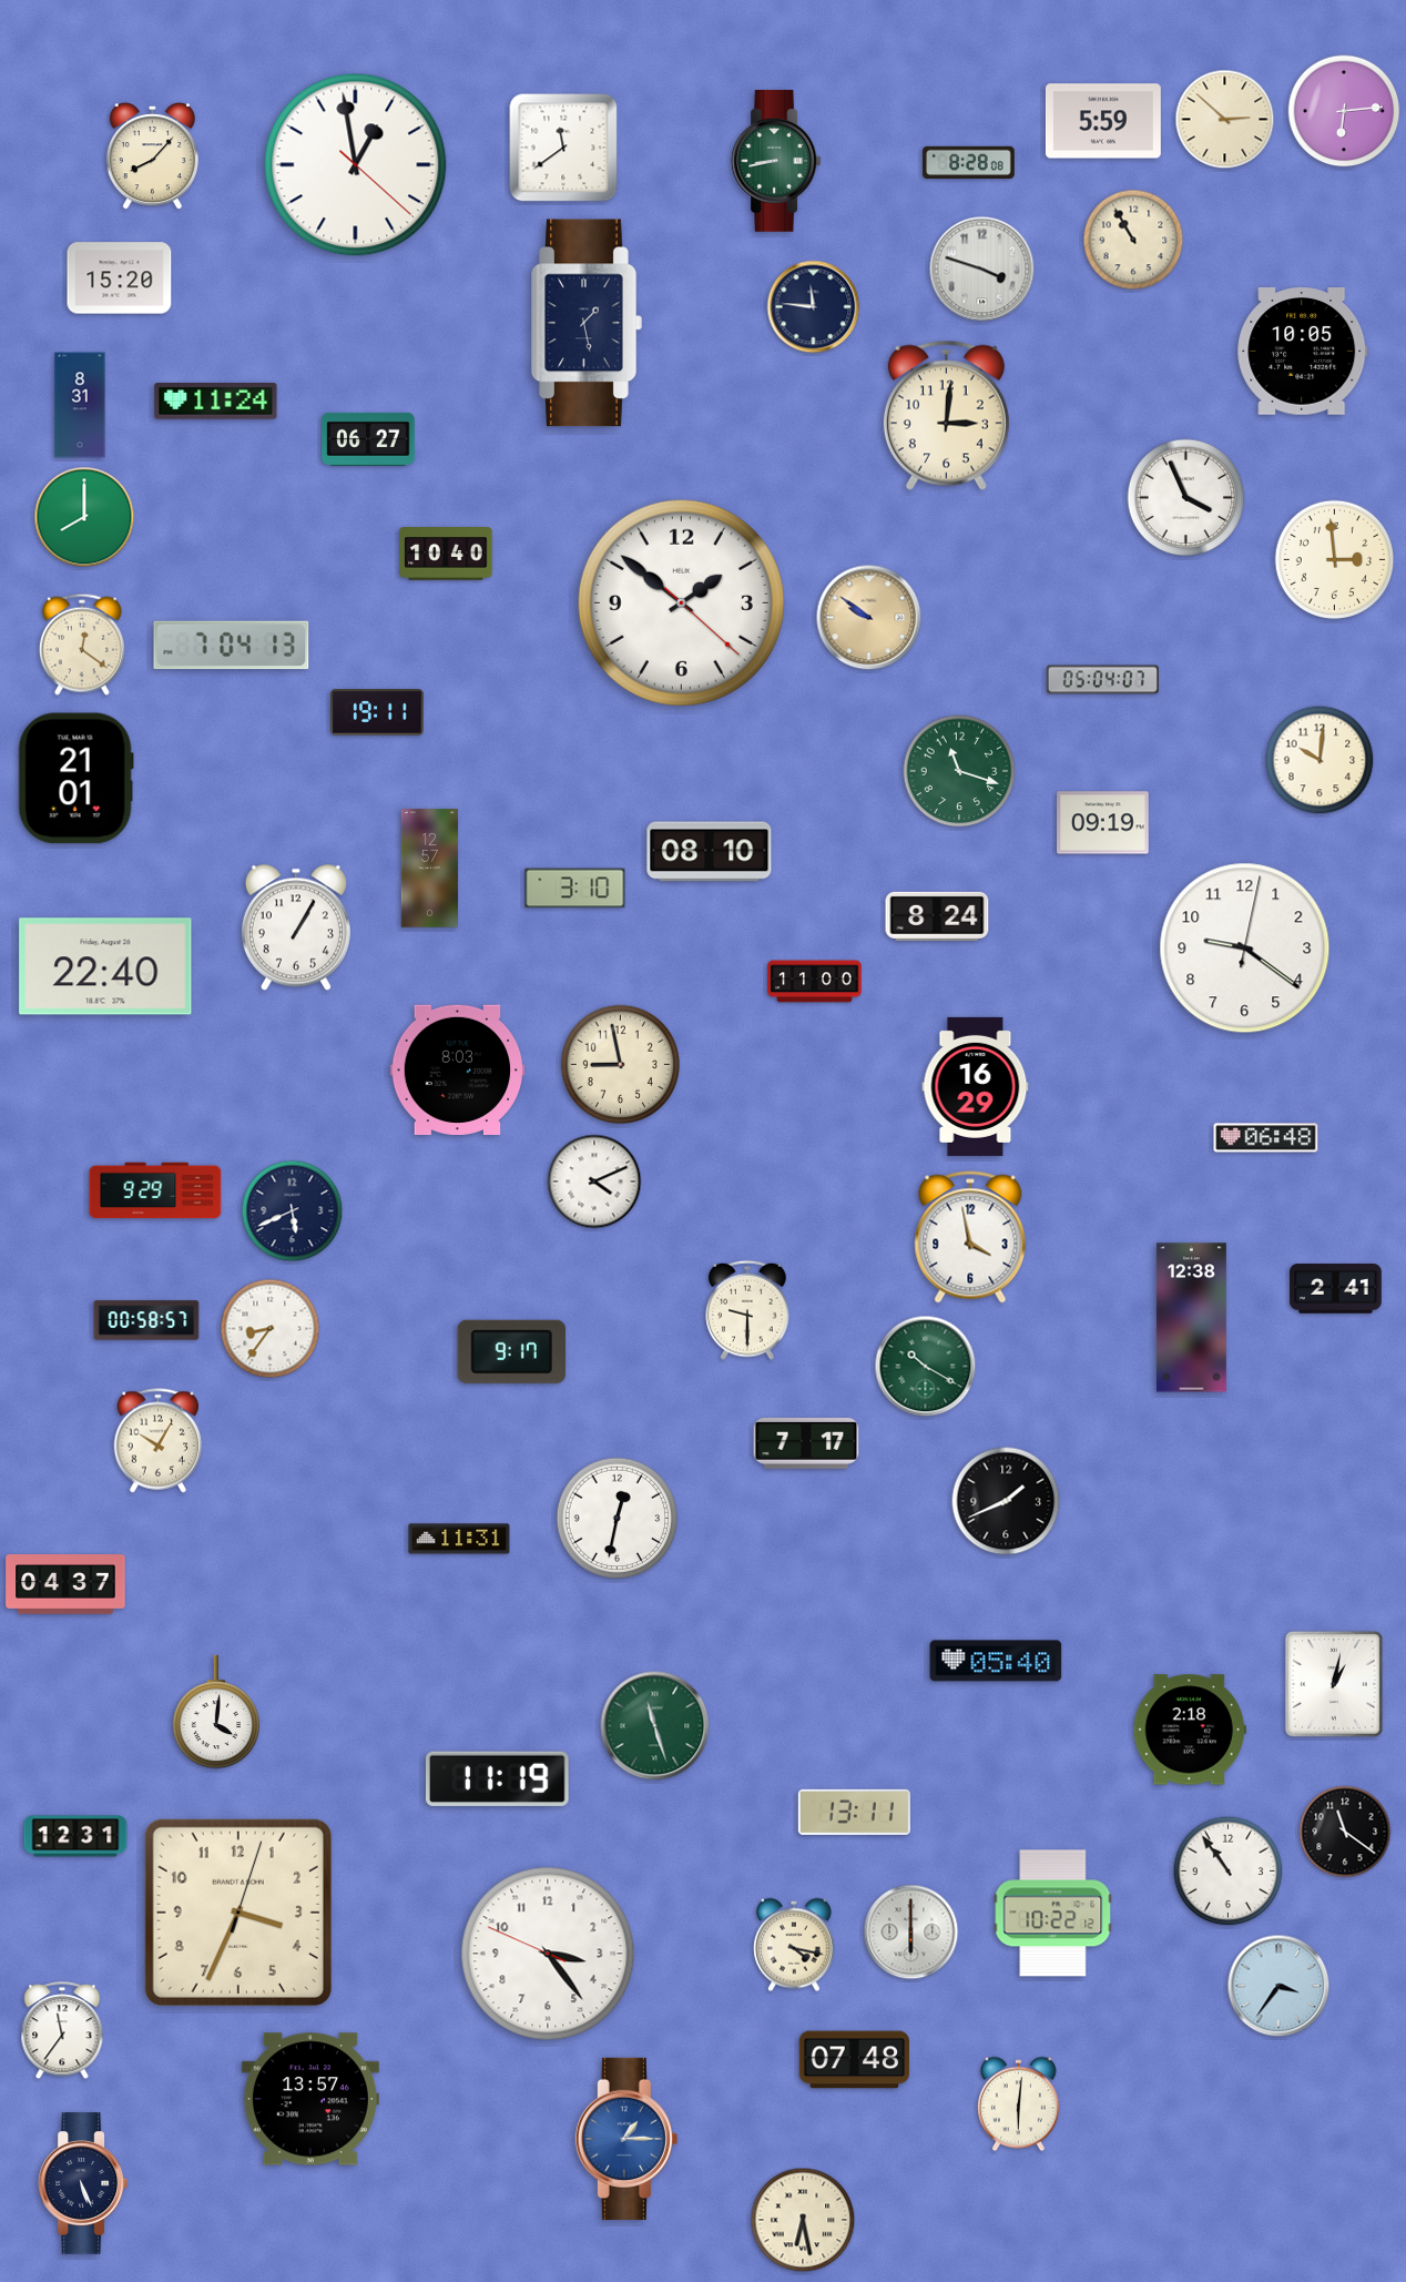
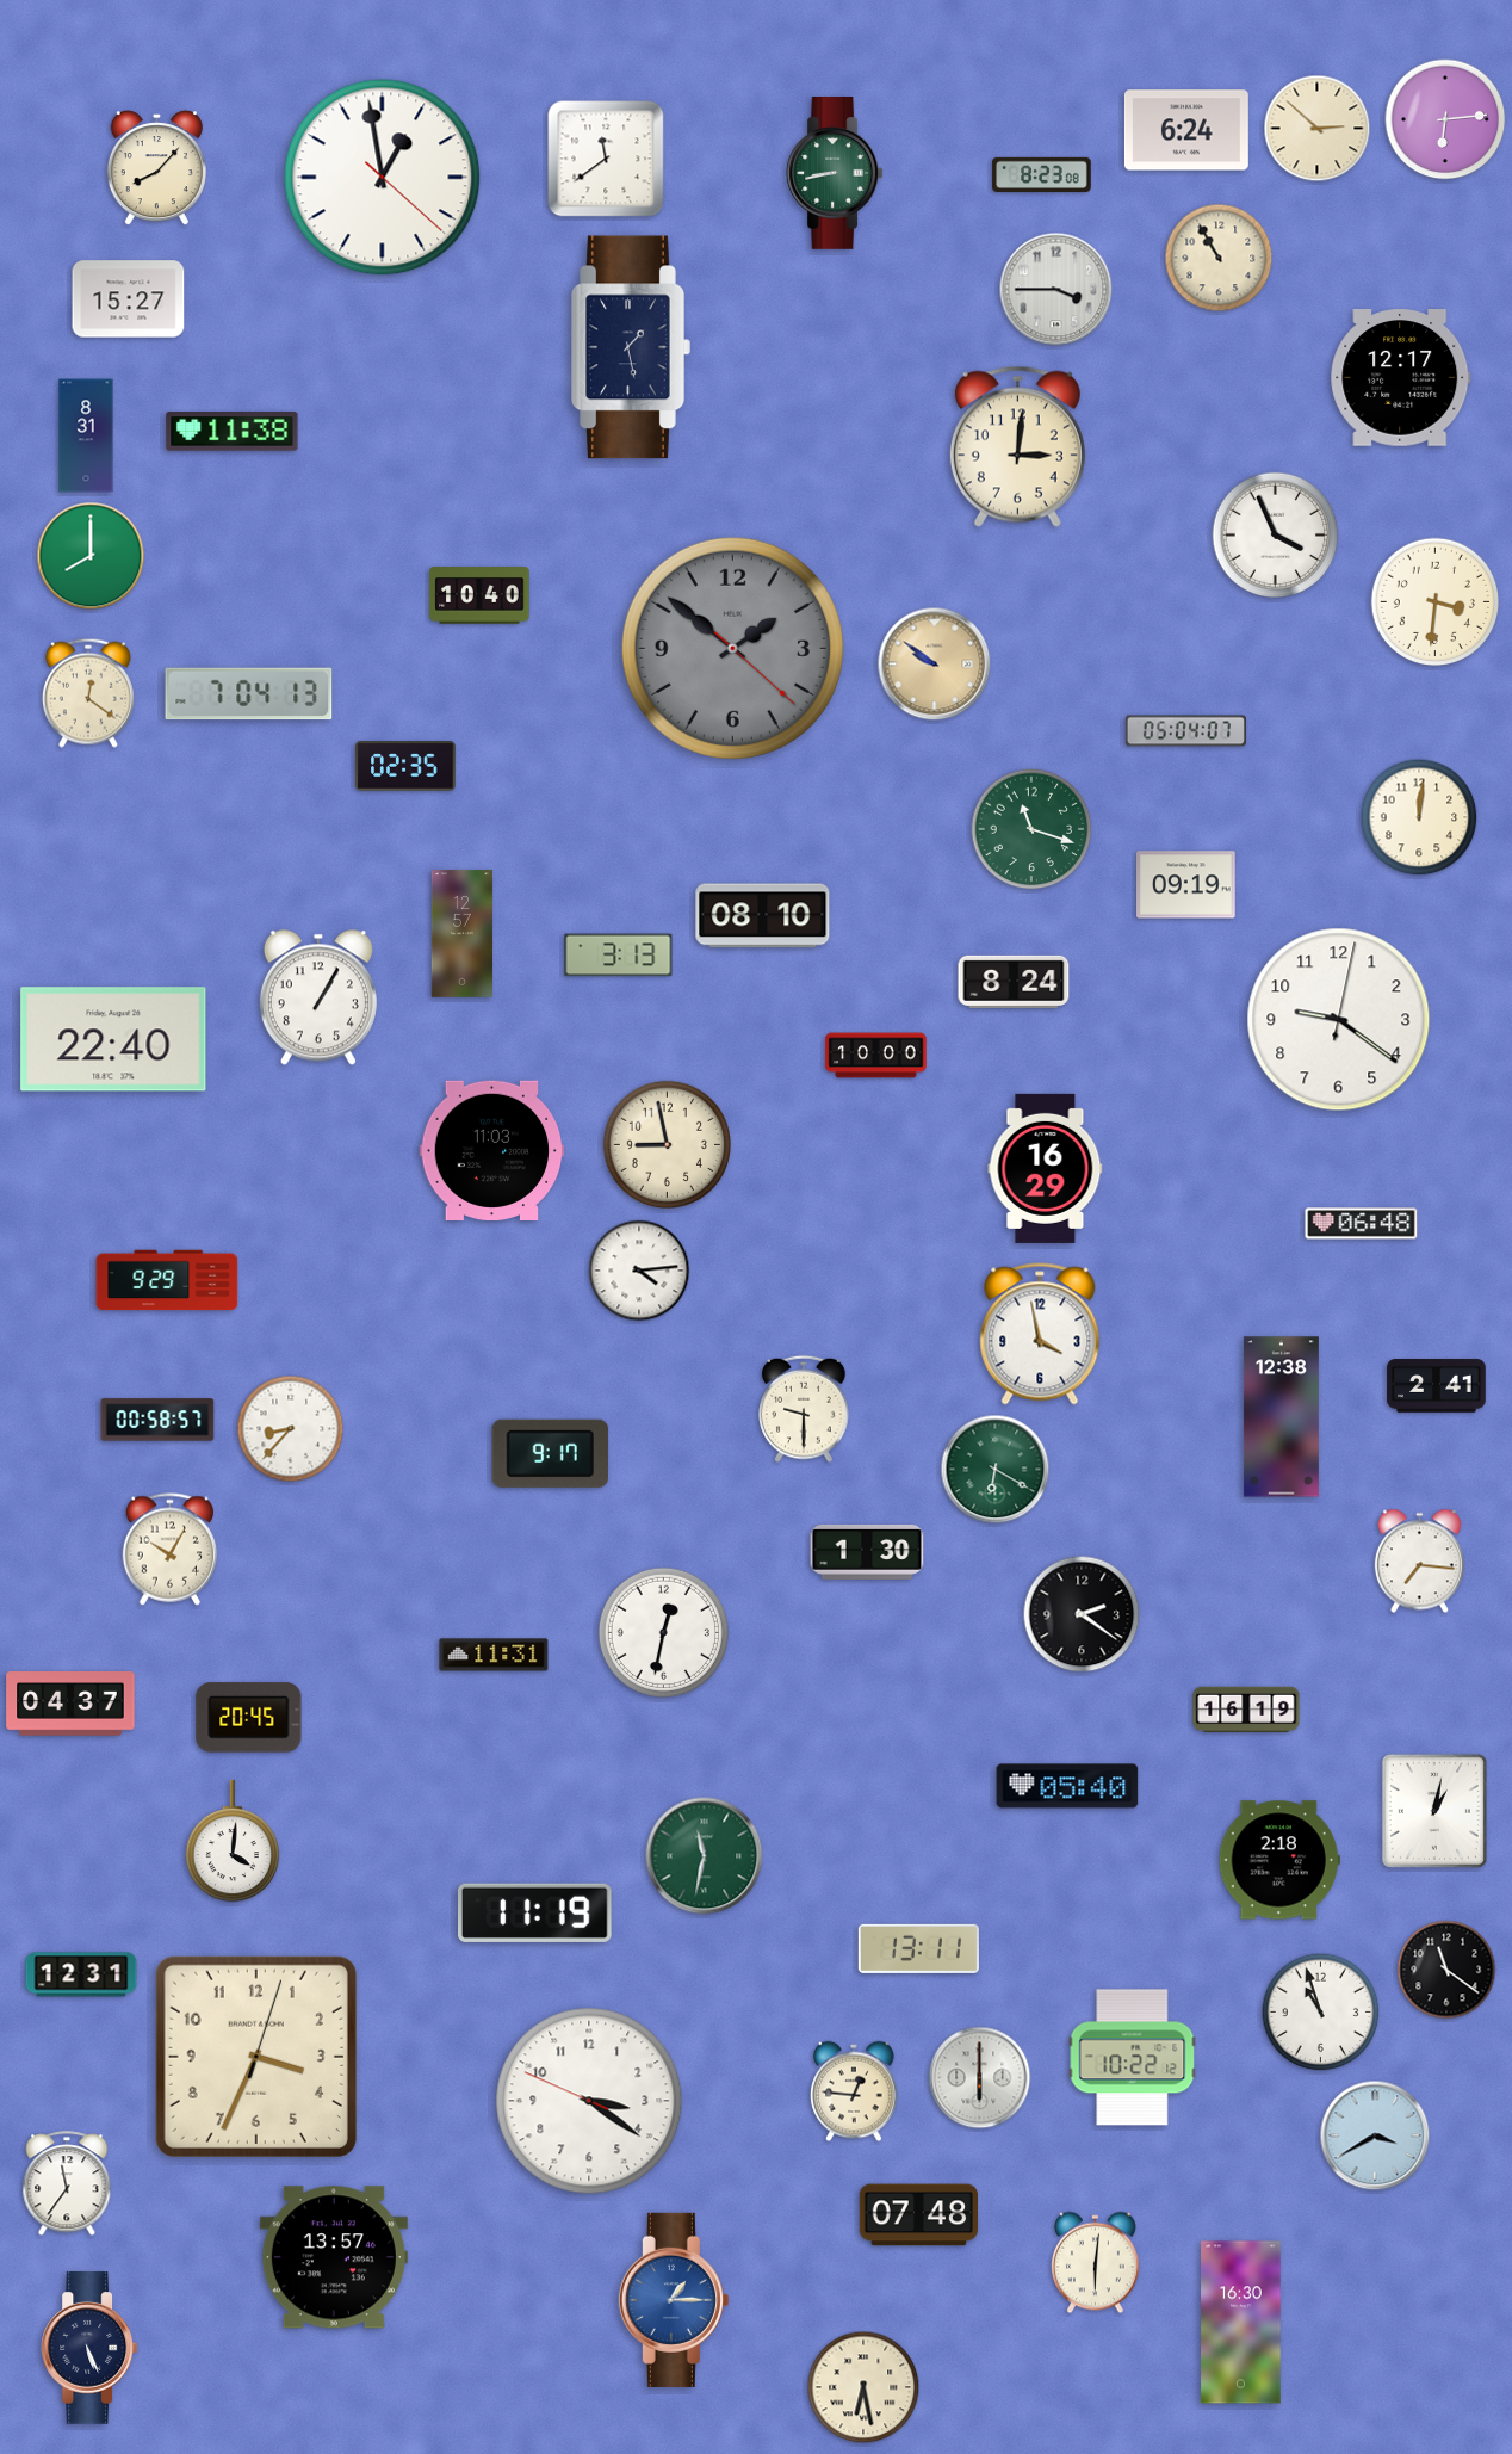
clock at (1103, 121): 5:59 -> 6:24
clock at (152, 156) position: (152, 156) -> (156, 168)
clock at (969, 162): 8:28 -> 8:23
clock at (982, 270): 3:48 -> 3:45
clock at (120, 278): 15:20 -> 15:27
clock at (814, 307): 11:46 -> none
clock at (1303, 352): 10:05 -> 12:17
clock at (216, 402): 11:24 -> 11:38
clock at (368, 439): 06:27 -> none
clock at (1335, 559): 2:59 -> 3:31
clock at (681, 602) dial: white -> grey
clock at (377, 712): 19:11 -> 02:35
clock at (1320, 760): 10:01 -> 12:01
clock at (75, 779): 21:01 -> none
clock at (575, 889): 3:10 -> 3:13
clock at (937, 916) position: (937, 916) -> (1014, 982)
clock at (815, 982): 11:00 -> 10:00
clock at (458, 1069): 8:03 -> 11:03
clock at (976, 1086) position: (976, 1086) -> (1046, 1168)
clock at (594, 1181): 4:11 -> 4:14
clock at (293, 1211): 5:41 -> none
clock at (970, 1237) position: (970, 1237) -> (1040, 1334)
clock at (271, 1329): 8:36 -> 8:37
clock at (926, 1367): 10:20 -> 6:20
clock at (806, 1443): 7:17 -> 1:30
clock at (1419, 1562): none -> 7:16
clock at (1006, 1501): 1:41 -> 2:21
clock at (1246, 1710): none -> 16:19
clock at (249, 1718): none -> 20:45
clock at (996, 1661) position: (996, 1661) -> (1067, 1786)
clock at (655, 1726): 11:27 -> 11:32
clock at (1229, 1872): 10:54 -> 10:57
clock at (794, 1945): 4:17 -> 12:46
clock at (548, 1954): 3:23 -> 3:20
clock at (1278, 1986): 3:36 -> 3:40
clock at (1241, 2323): none -> 16:30
